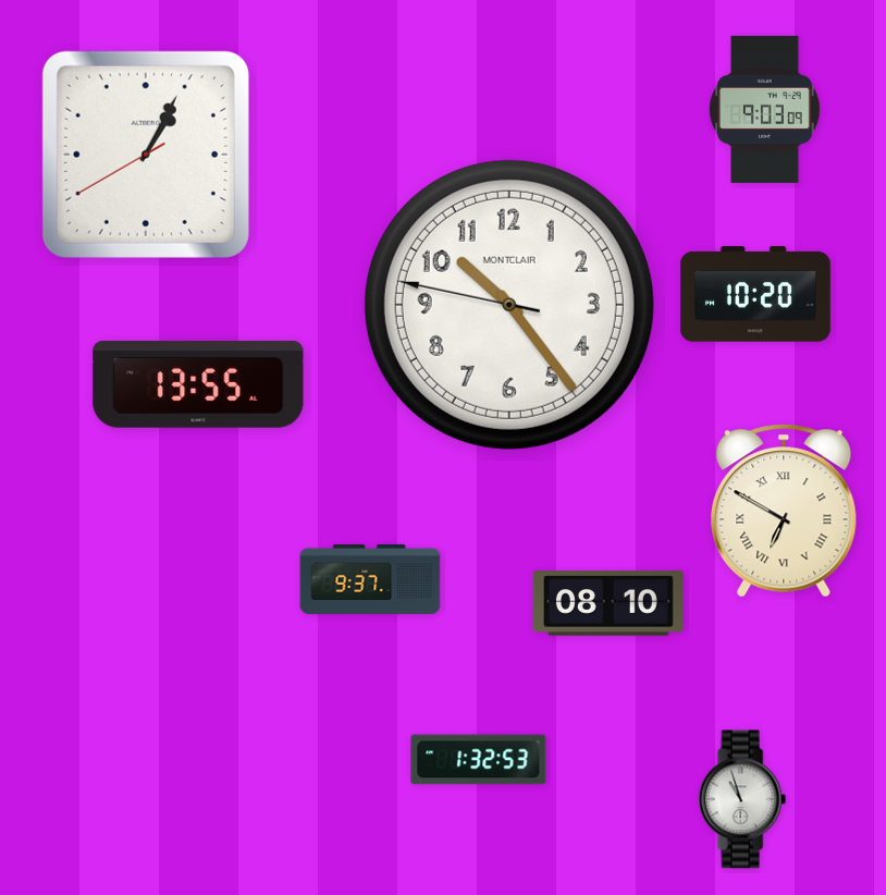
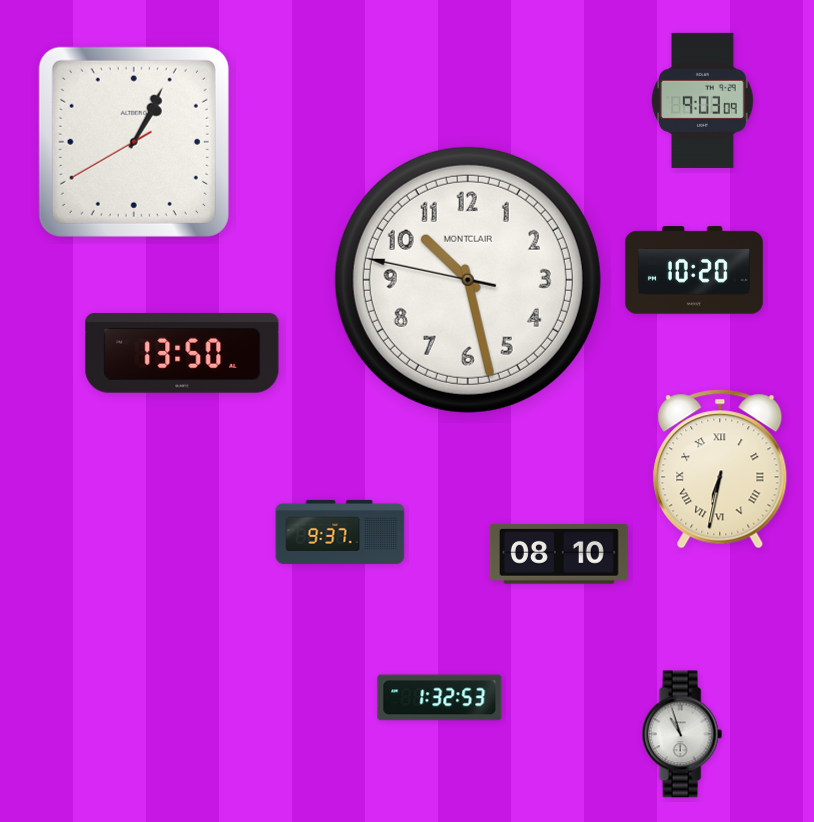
clock at (509, 305): 10:23 -> 10:27
clock at (198, 384): 13:55 -> 13:50
clock at (784, 511): 6:50 -> 6:32
